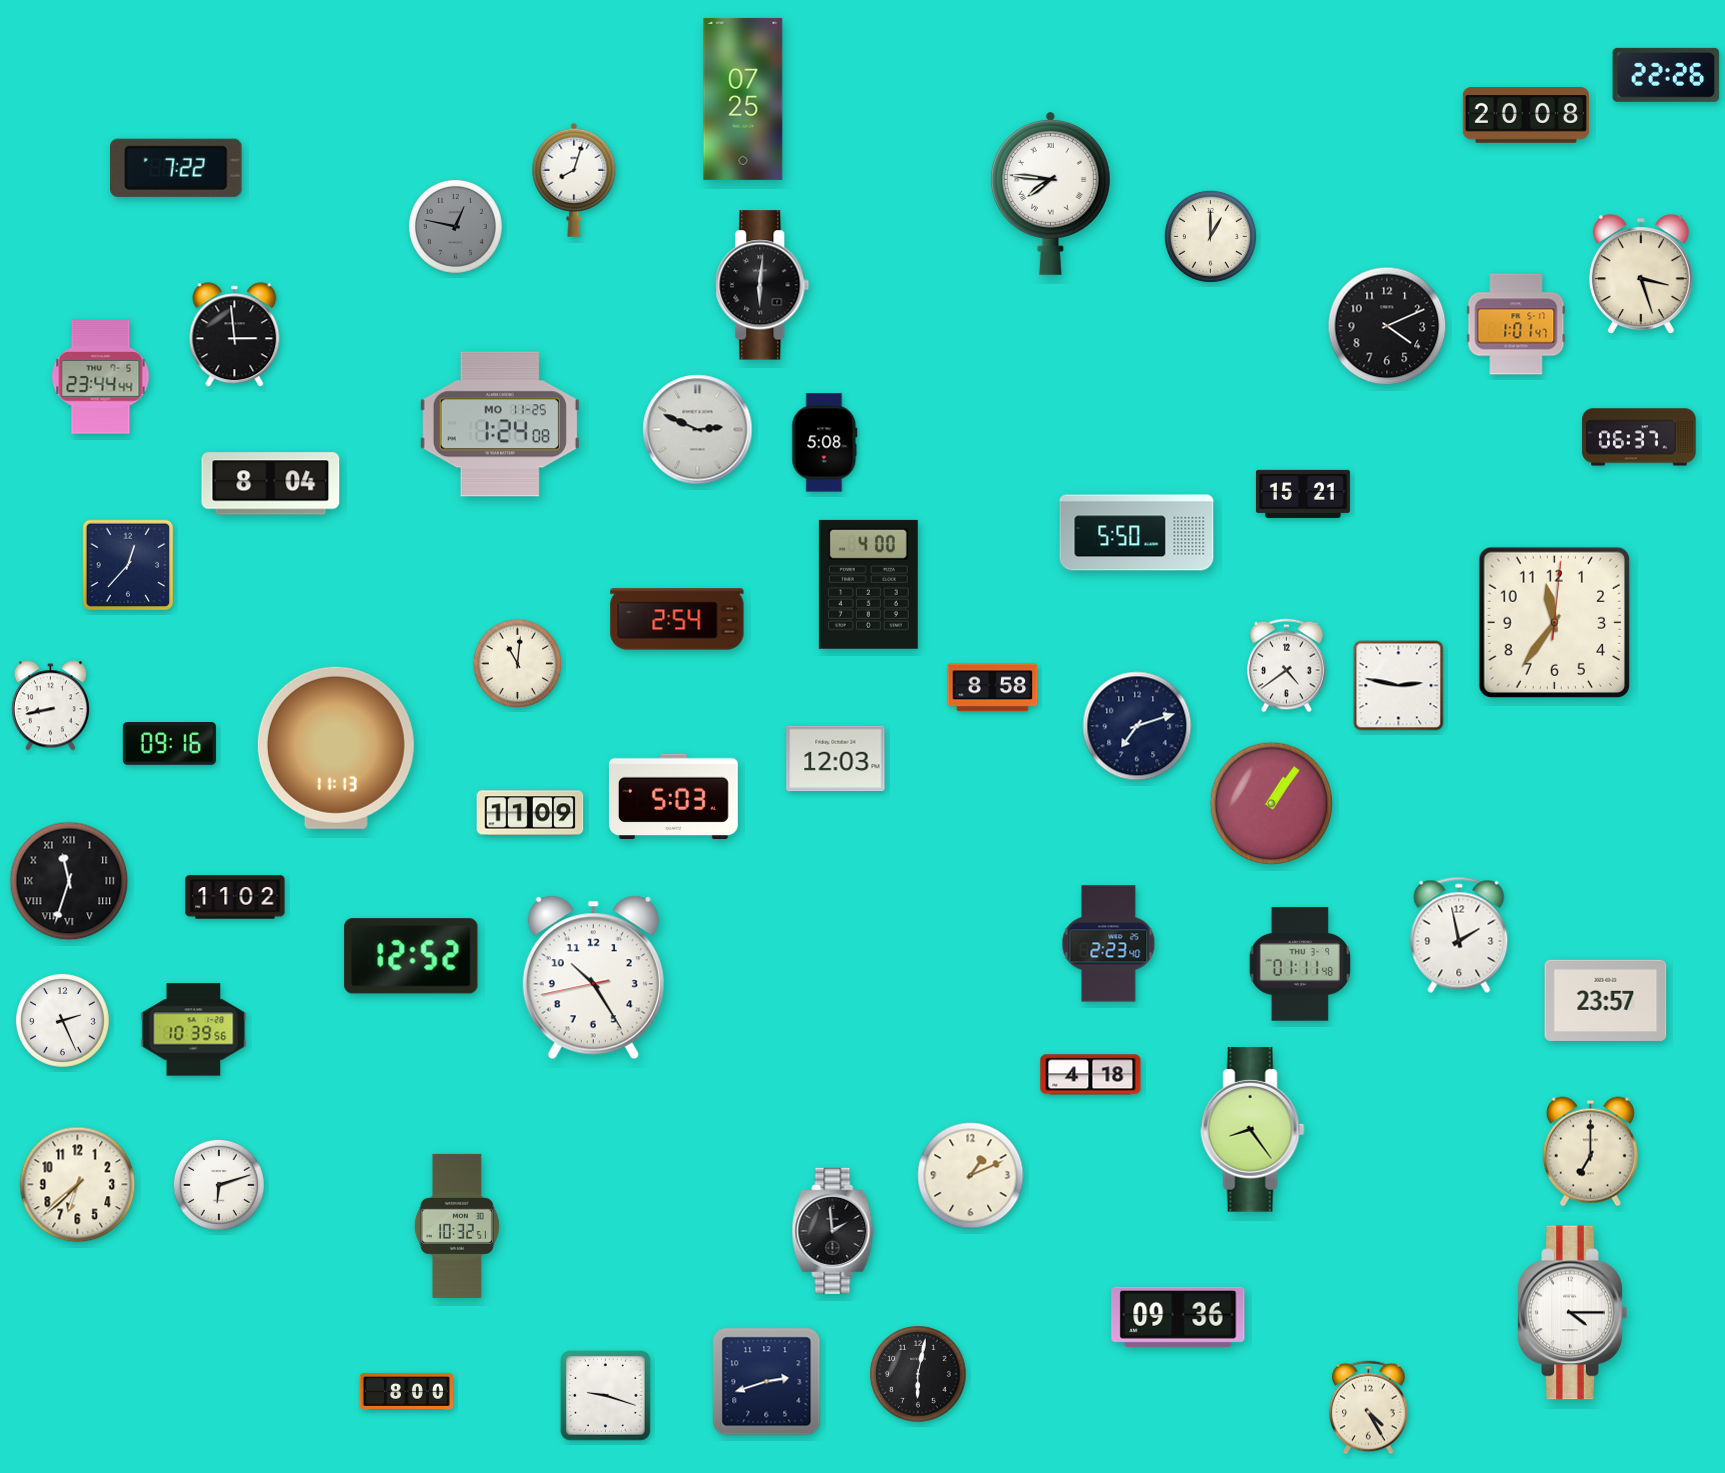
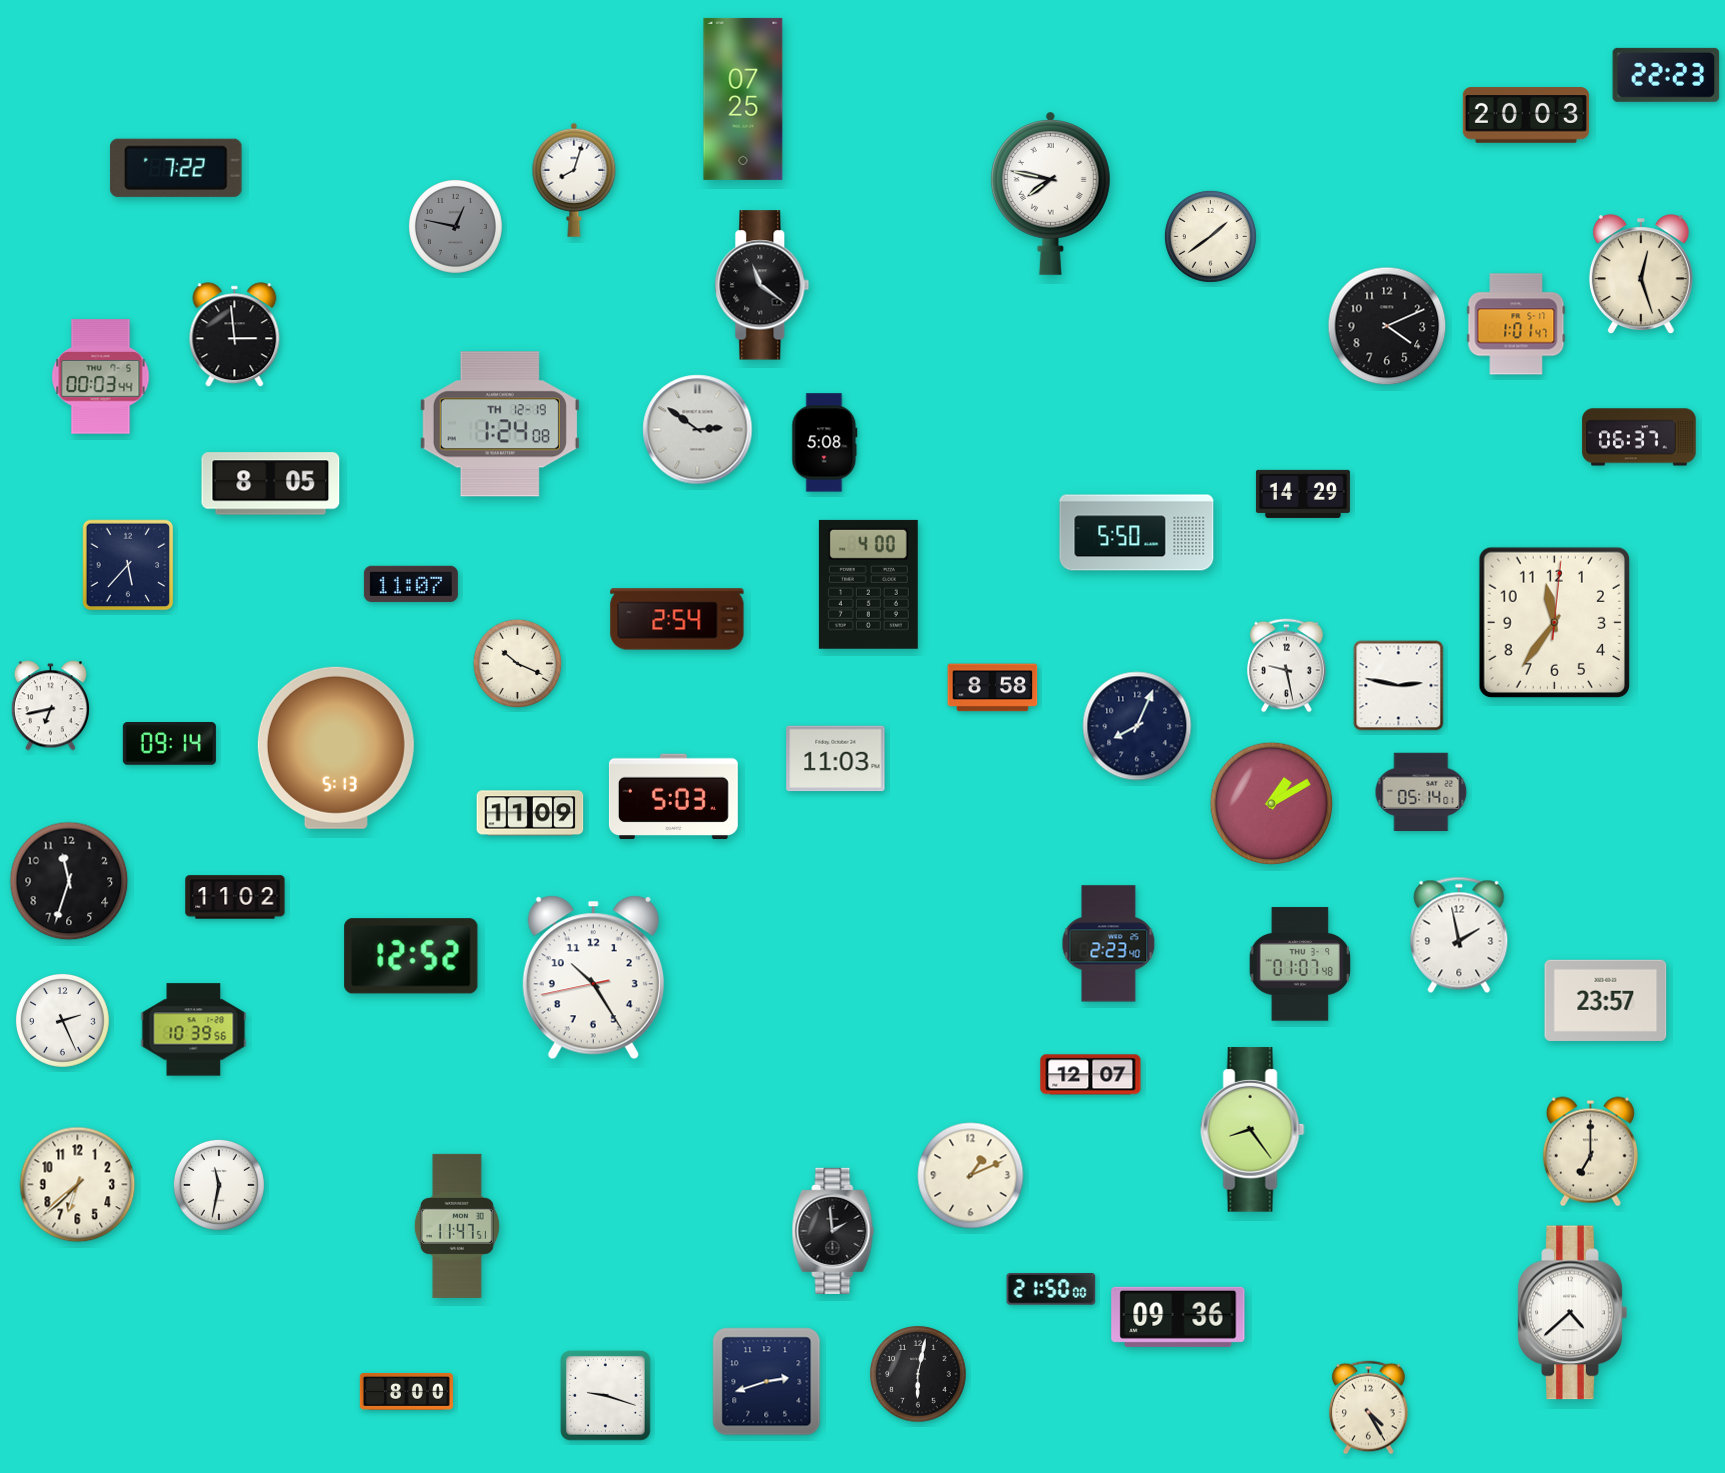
clock at (1666, 75): 22:26 -> 22:23
clock at (1526, 115): 20:08 -> 20:03
clock at (1050, 194): 7:46 -> 7:47
clock at (1210, 236): 1:00 -> 1:39
clock at (1641, 275): 3:27 -> 12:27
clock at (762, 285): 6:01 -> 11:21
clock at (101, 377): 23:44 -> 00:03
clock at (500, 424) date: MO 11-25 -> TH 12-19
clock at (698, 430): 2:49 -> 2:51
clock at (271, 484): 8:04 -> 8:05
clock at (1303, 494): 15:21 -> 14:29
clock at (128, 565): 12:37 -> 5:37
clock at (411, 584): none -> 11:07
clock at (517, 663): 11:01 -> 10:19
clock at (1287, 666): 4:39 -> 9:28
clock at (50, 706): 8:43 -> 6:43
clock at (1137, 726): 7:12 -> 8:04
clock at (169, 744): 09:16 -> 09:14
clock at (336, 748): 11:13 -> 5:13
clock at (836, 759): 12:03 -> 11:03
clock at (1421, 791): none -> 05:14
clock at (1271, 803): 1:06 -> 1:10
clock at (69, 881) numerals: Roman -> Arabic
clock at (1299, 964): 01:11 -> 01:07
clock at (1091, 1075): 4:18 -> 12:07
clock at (219, 1185): 6:12 -> 11:32
clock at (457, 1226): 10:32 -> 11:47
clock at (1051, 1289): none -> 21:50
clock at (1573, 1313): 4:15 -> 4:38
